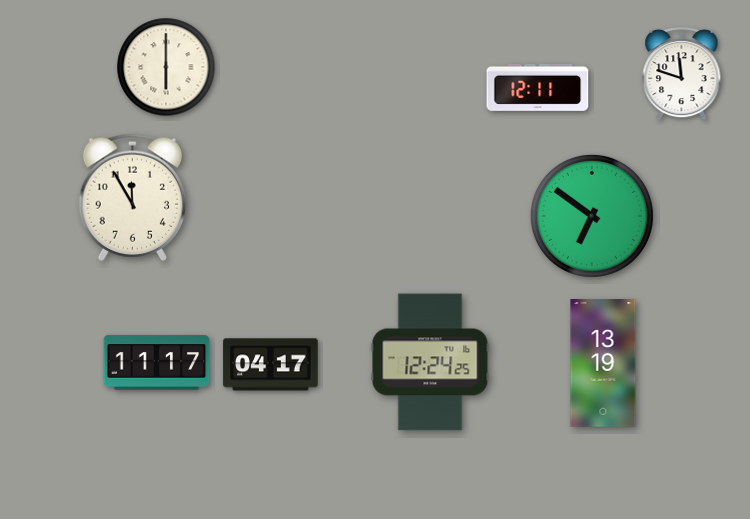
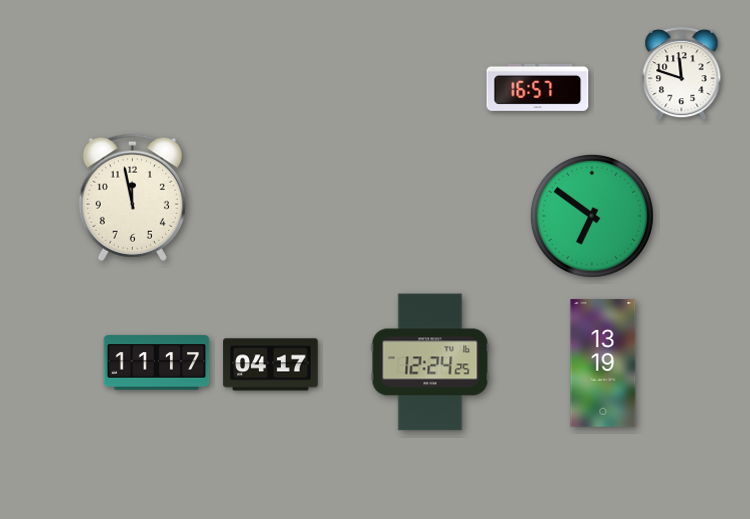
clock at (166, 67): 6:00 -> none
clock at (538, 87): 12:11 -> 16:57
clock at (132, 197): 11:55 -> 11:58
